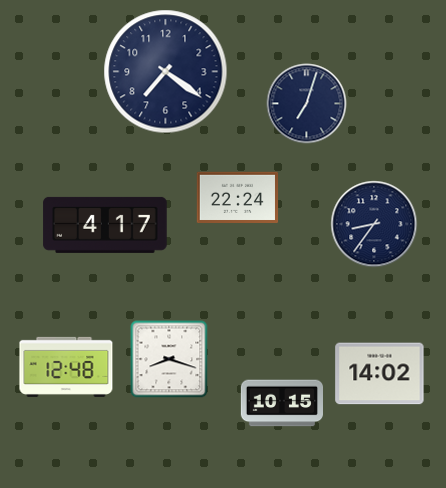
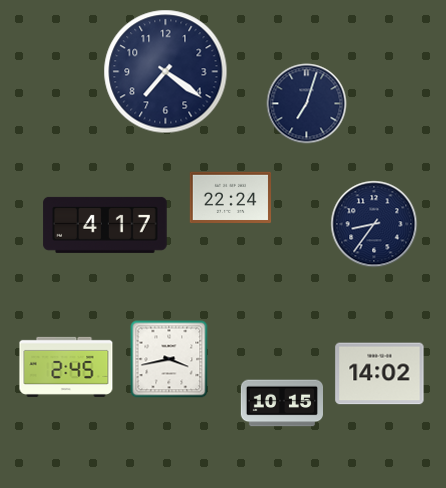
clock at (238, 197) position: (238, 197) -> (231, 197)
clock at (169, 359): 8:18 -> 3:43
clock at (66, 367): 12:48 -> 2:45
